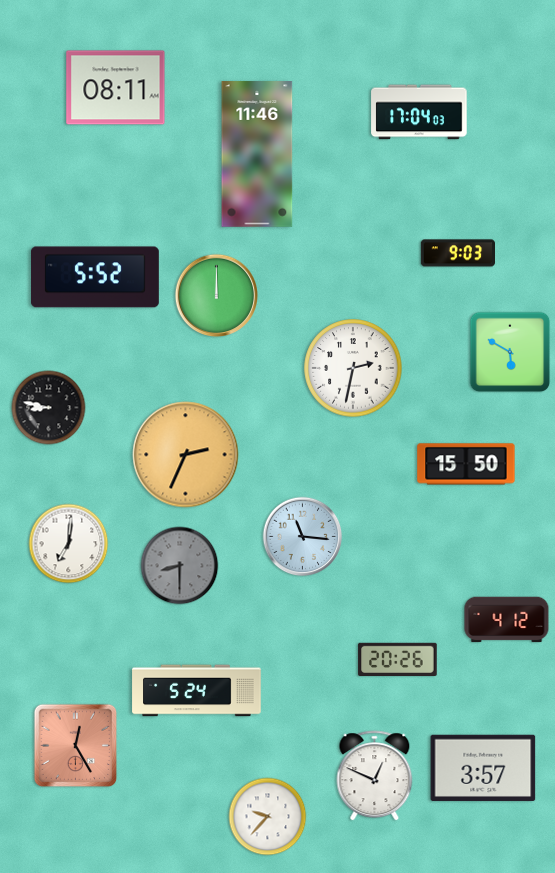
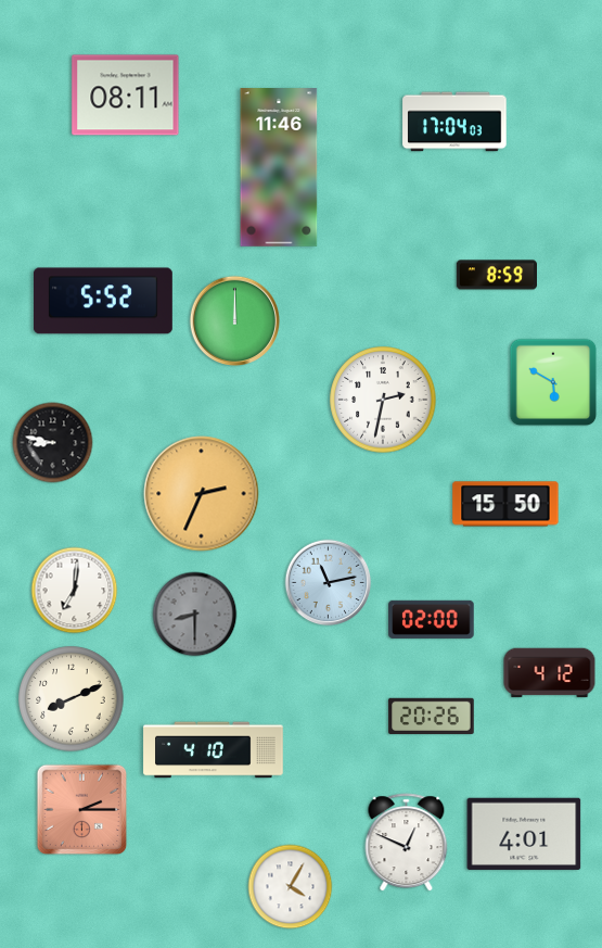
clock at (457, 253): 9:03 -> 8:59
clock at (303, 537): 11:16 -> 11:13
clock at (432, 619): none -> 02:00
clock at (72, 699): none -> 8:11
clock at (197, 691): 5:24 -> 4:10
clock at (76, 746): 12:25 -> 2:15
clock at (483, 768): 3:57 -> 4:01
clock at (268, 817): 9:37 -> 4:05
